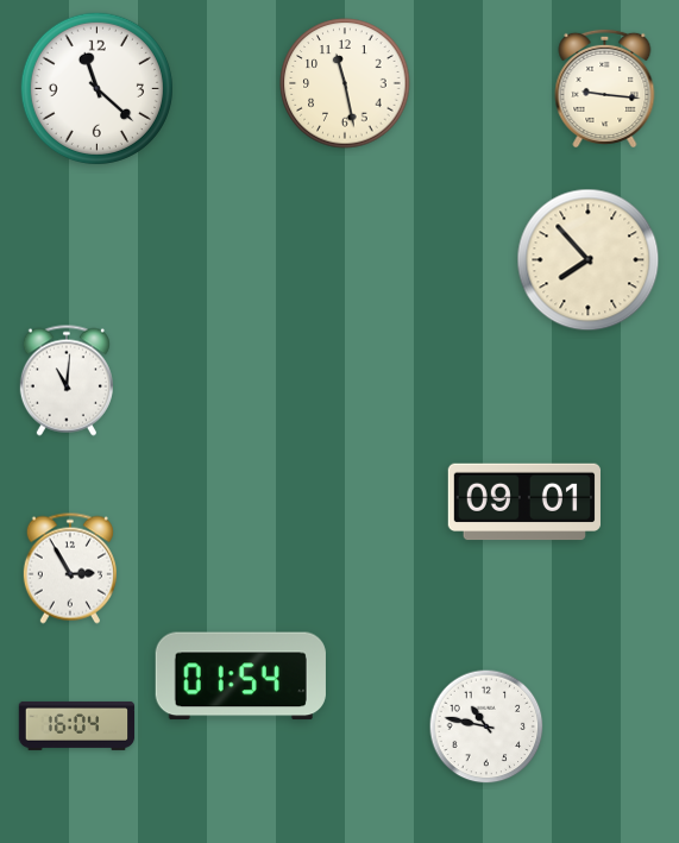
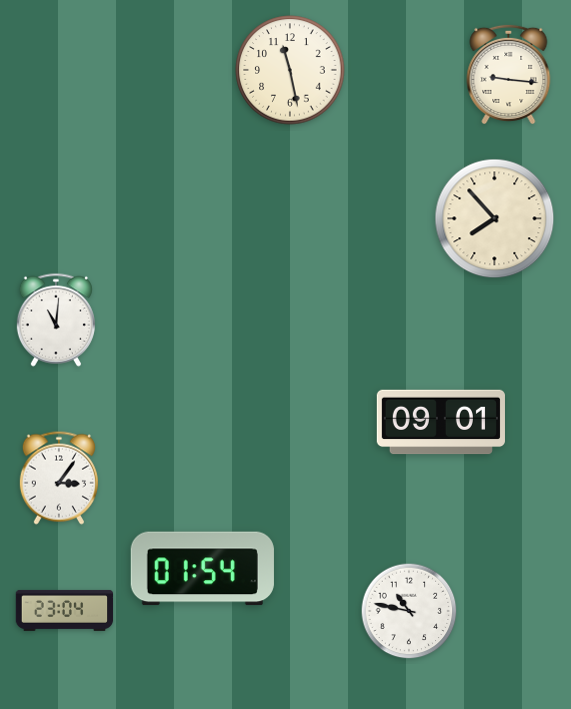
clock at (96, 88): 11:22 -> none
clock at (70, 568): 2:55 -> 3:06
clock at (77, 725): 16:04 -> 23:04
